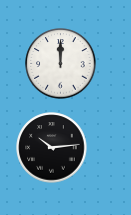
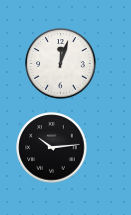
clock at (61, 64): 12:00 -> 12:03
